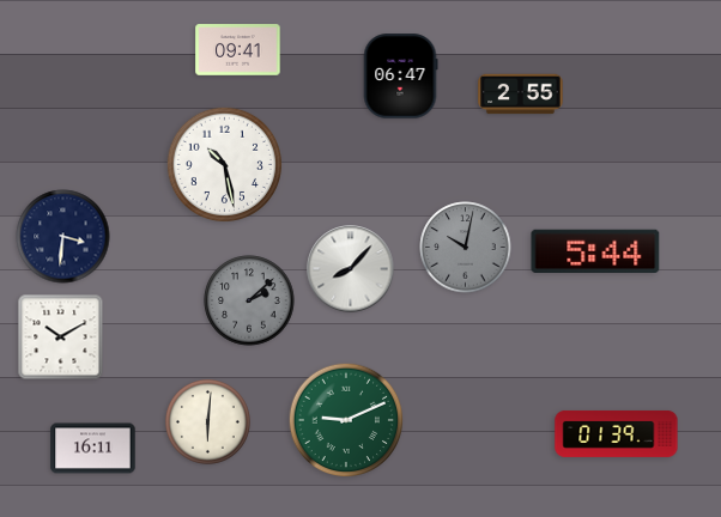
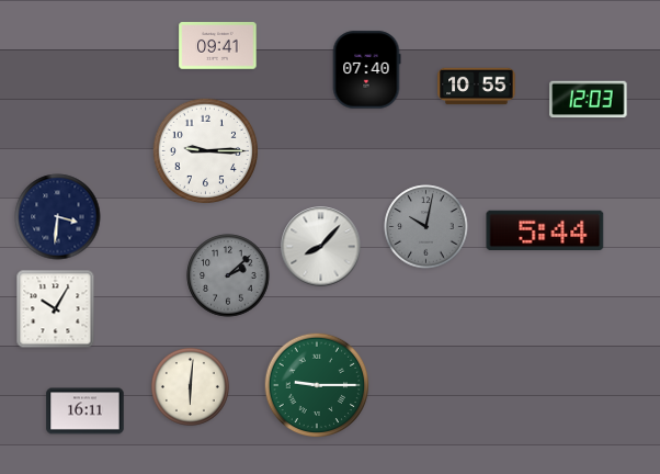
clock at (400, 77): 06:47 -> 07:40
clock at (521, 95): 2:55 -> 10:55
clock at (589, 100): none -> 12:03
clock at (224, 164): 10:28 -> 9:15
clock at (61, 337): 10:10 -> 10:05
clock at (346, 420): 9:11 -> 9:15
clock at (617, 433): 01:39 -> none
